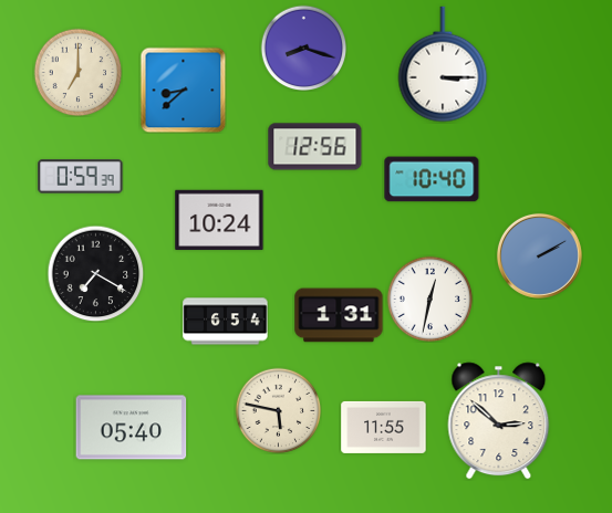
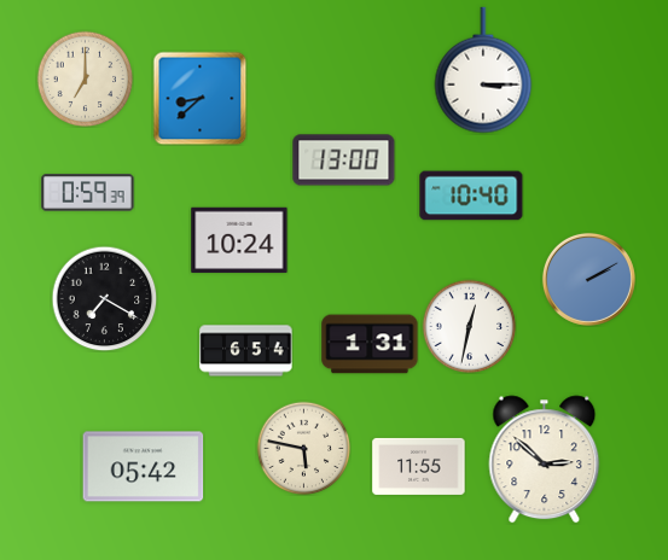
clock at (303, 48): 8:18 -> none
clock at (315, 147): 12:56 -> 13:00
clock at (132, 428): 05:40 -> 05:42
